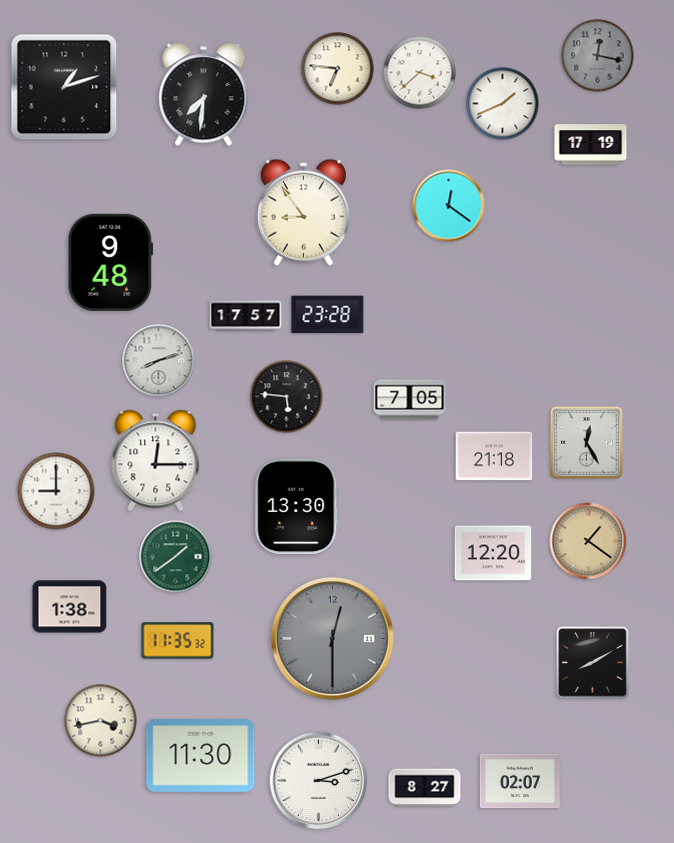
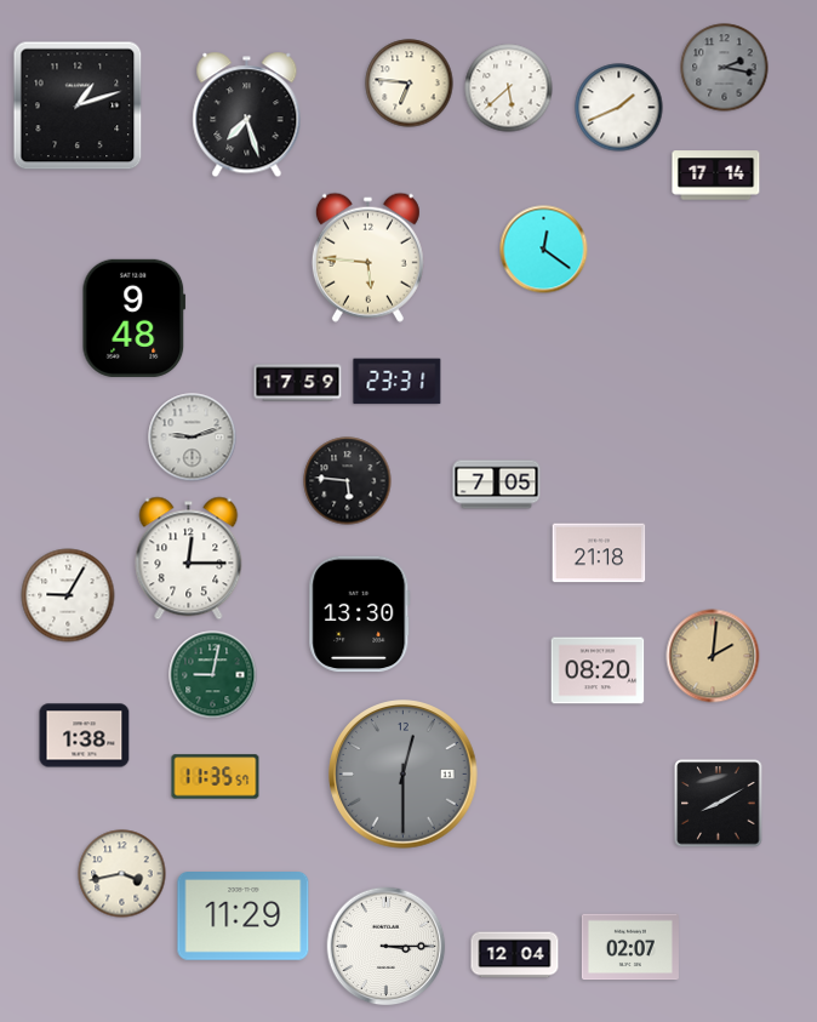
clock at (598, 56): 12:17 -> 2:17
clock at (420, 73): 3:38 -> 5:38
clock at (204, 95): 7:31 -> 7:27
clock at (503, 104) position: (503, 104) -> (619, 108)
clock at (591, 145): 17:19 -> 17:14
clock at (303, 212): 8:54 -> 5:46
clock at (328, 315): 23:28 -> 23:31
clock at (246, 316): 17:57 -> 17:59
clock at (159, 361): 8:12 -> 9:12
clock at (587, 443): 12:25 -> none
clock at (56, 491): 9:00 -> 9:05
clock at (588, 541): 1:21 -> 2:01
clock at (493, 553): 12:20 -> 08:20
clock at (176, 557): 1:39 -> 9:02
clock at (178, 641): 11:35:32 -> 11:35:57
clock at (201, 756): 11:30 -> 11:29
clock at (319, 781): 3:12 -> 3:15
clock at (425, 788): 8:27 -> 12:04
